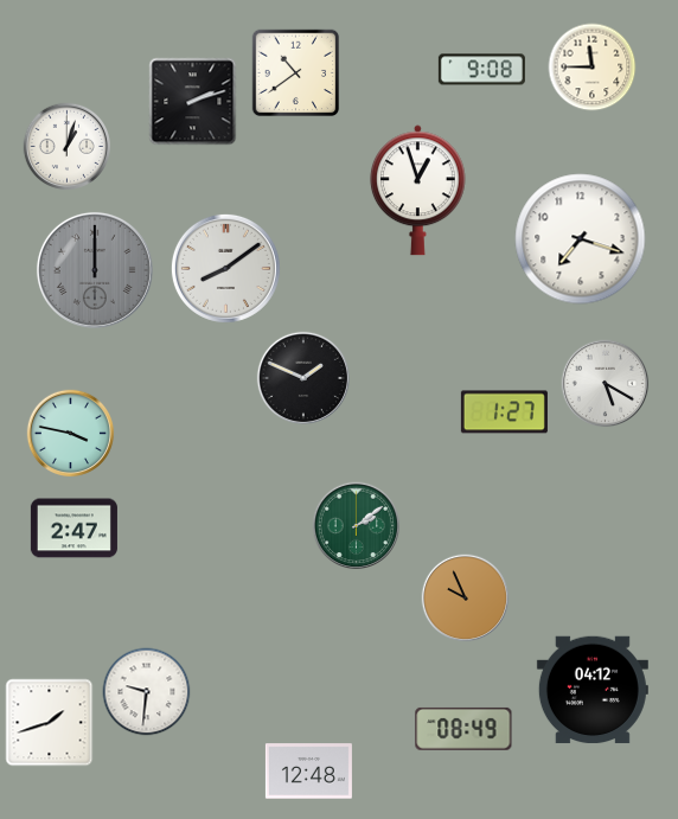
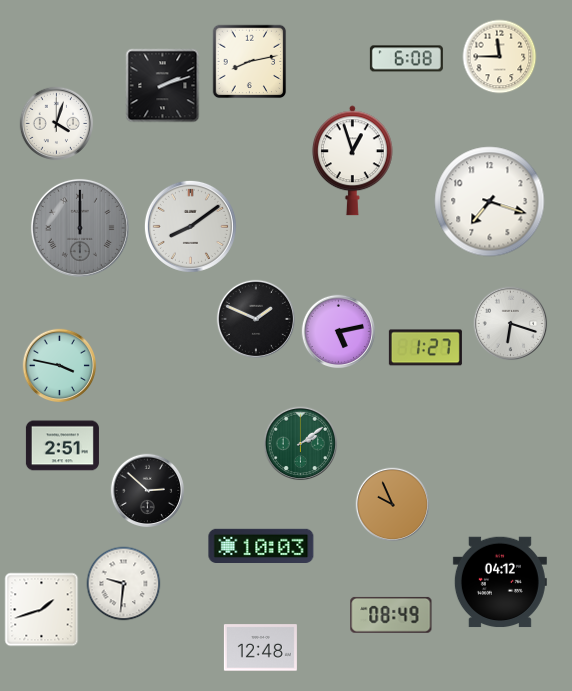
clock at (481, 70): 9:08 -> 6:08
clock at (296, 73): 10:39 -> 8:13
clock at (68, 147): 1:03 -> 4:03
clock at (606, 384): 5:20 -> 6:18
clock at (339, 332): none -> 5:13
clock at (73, 529): 2:47 -> 2:51
clock at (148, 491): none -> 2:52
clock at (261, 545): none -> 10:03
clock at (308, 772) position: (308, 772) -> (260, 648)
